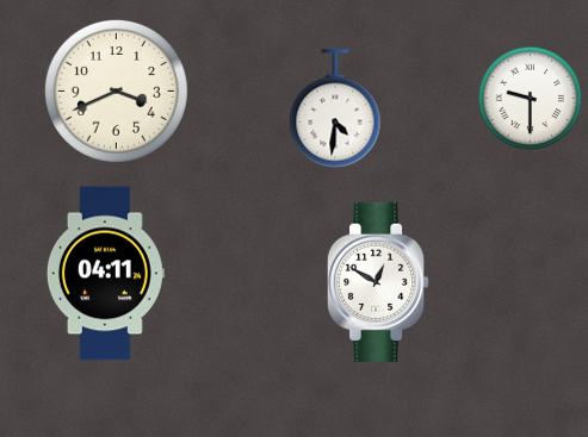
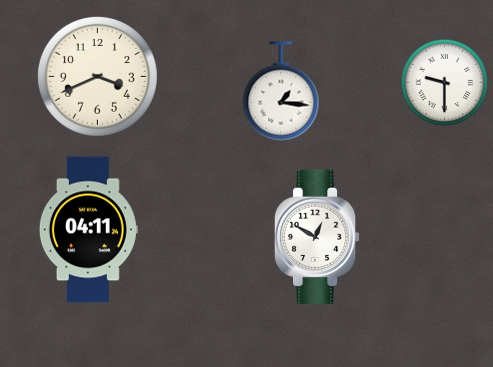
clock at (335, 108): 4:31 -> 1:16
